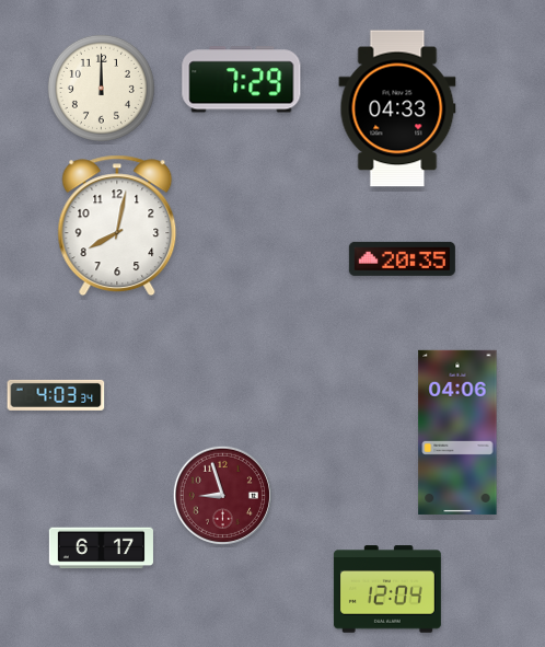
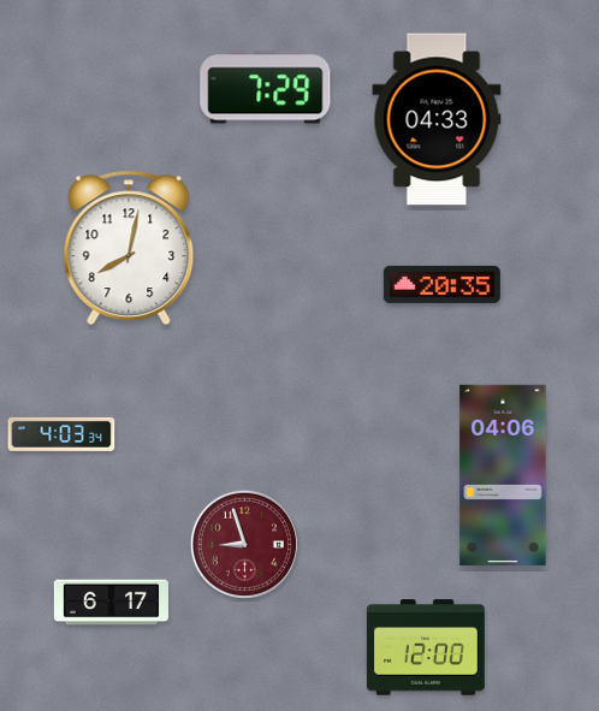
clock at (101, 88): 12:00 -> none
clock at (387, 589): 12:04 -> 12:00
